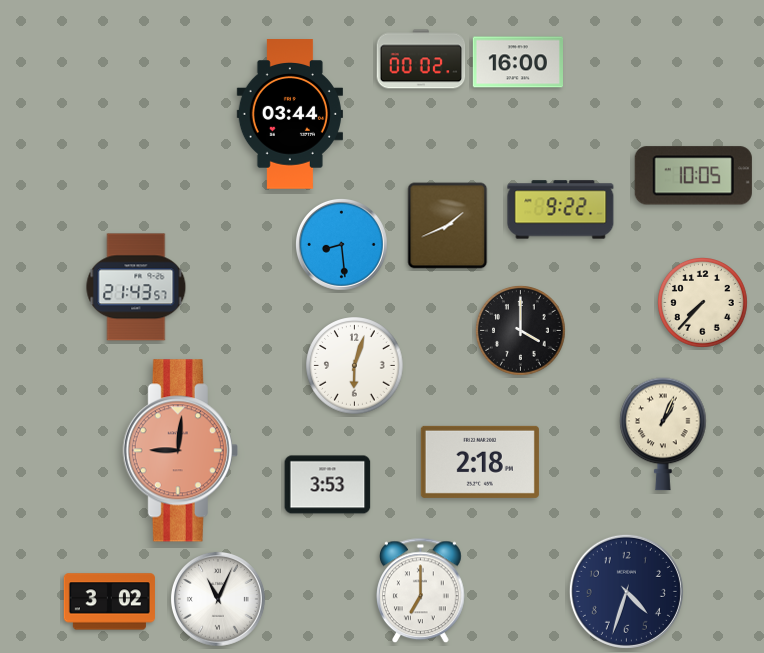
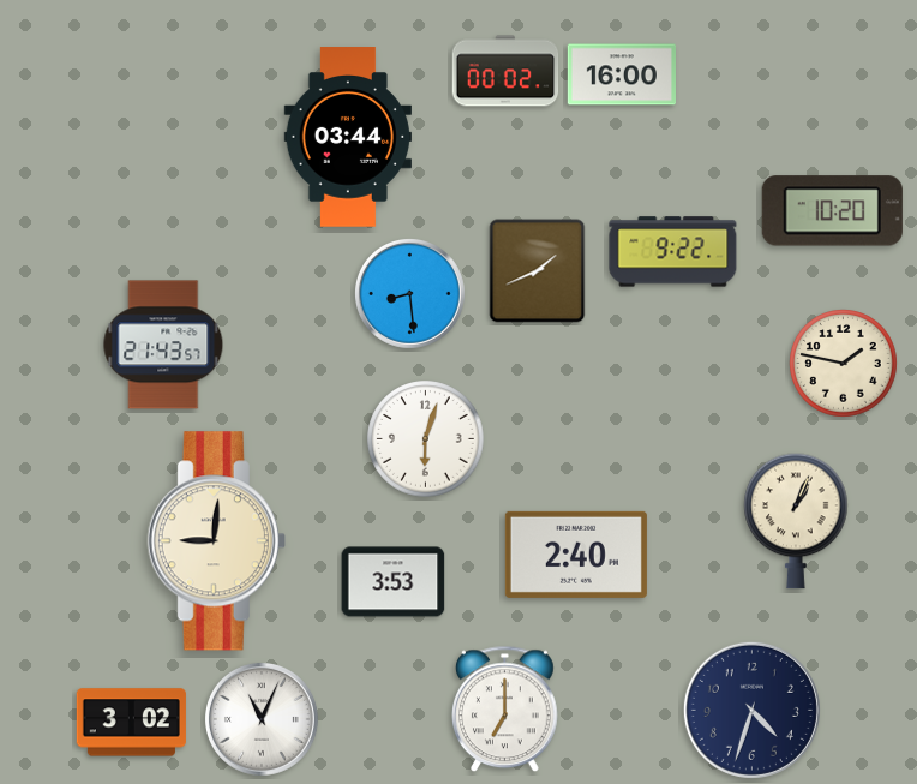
clock at (693, 176): 10:05 -> 10:20
clock at (703, 303): 7:37 -> 1:47
clock at (521, 331): 4:00 -> none
clock at (180, 451) dial: salmon -> cream
clock at (480, 462): 2:18 -> 2:40
